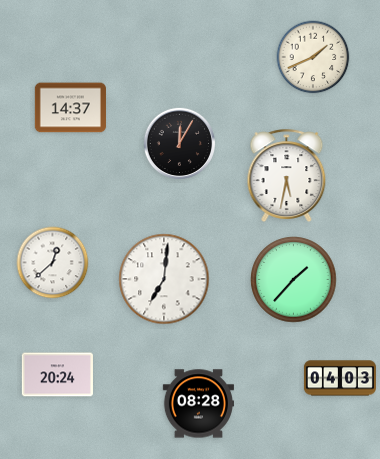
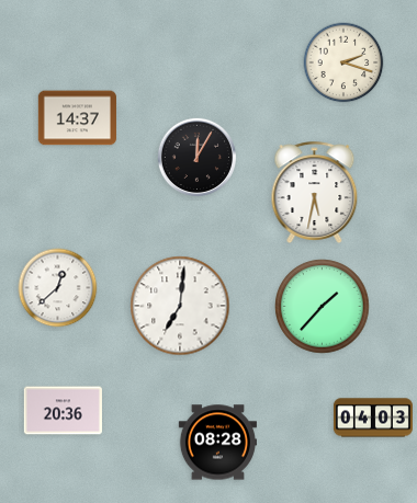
clock at (313, 57): 1:41 -> 2:18
clock at (57, 375): 20:24 -> 20:36
clock at (340, 378) position: (340, 378) -> (373, 418)
